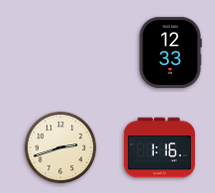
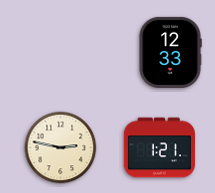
clock at (61, 148): 2:42 -> 2:47
clock at (159, 148): 1:16 -> 1:21
